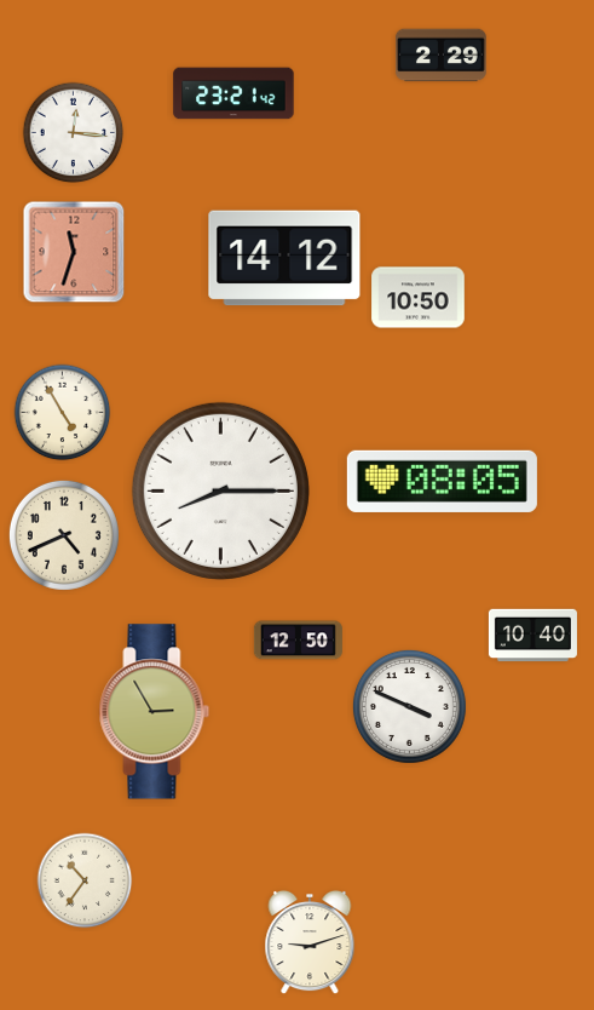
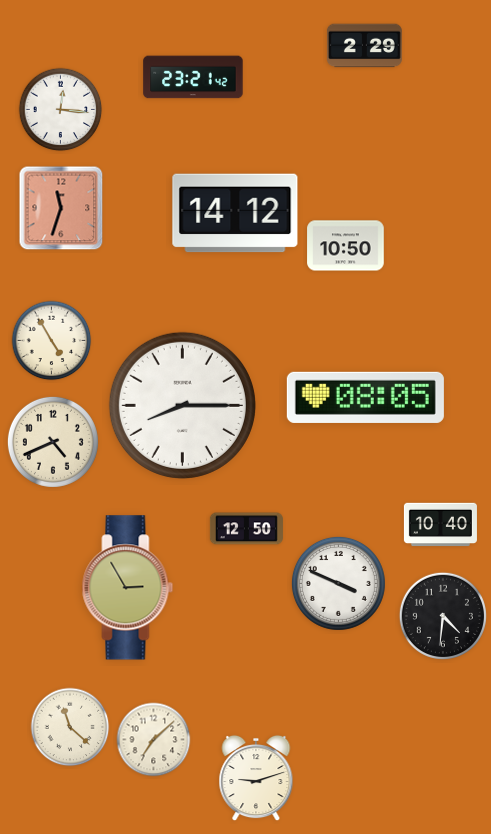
clock at (443, 616): none -> 4:31
clock at (85, 880): 10:36 -> 11:22
clock at (154, 740): none -> 7:08
